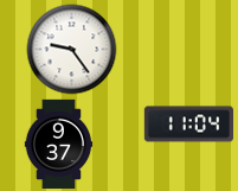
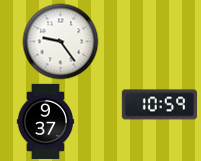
clock at (189, 125): 11:04 -> 10:59
clock at (59, 145) position: (59, 145) -> (46, 122)
